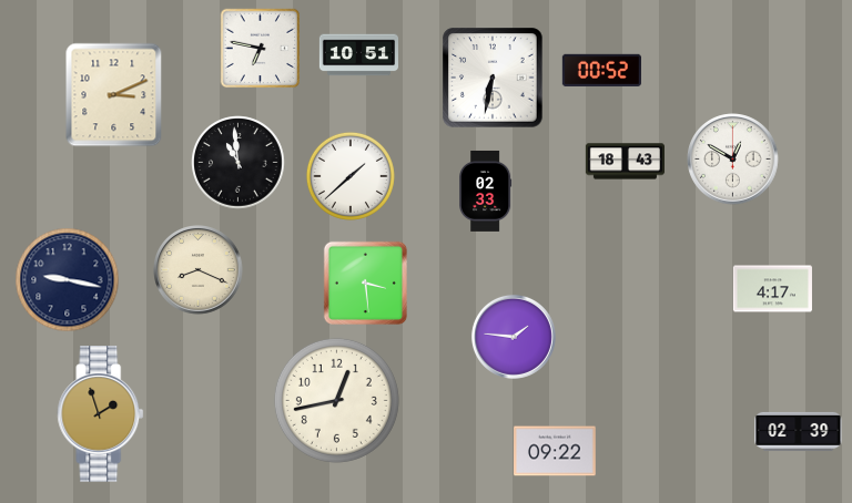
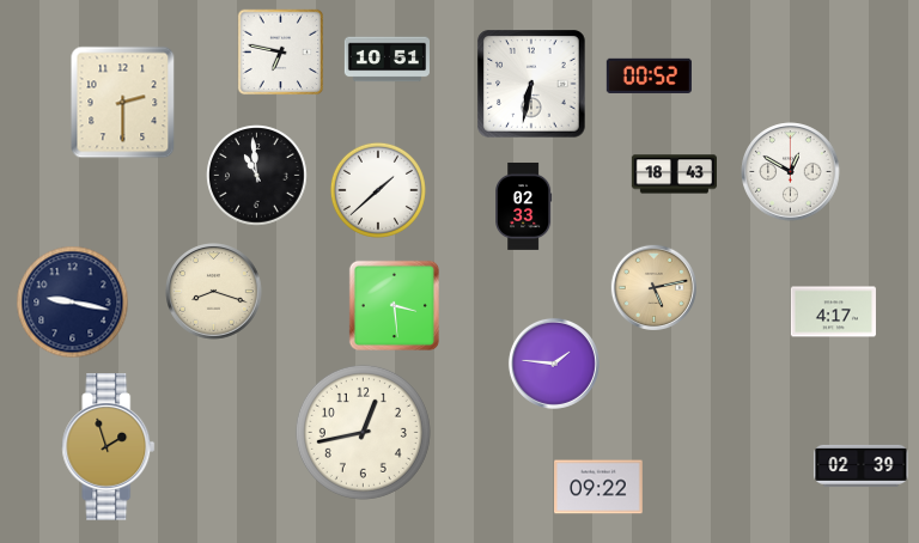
clock at (114, 95): 3:11 -> 2:30
clock at (653, 287): none -> 5:13
clock at (199, 270): 8:19 -> 8:18
